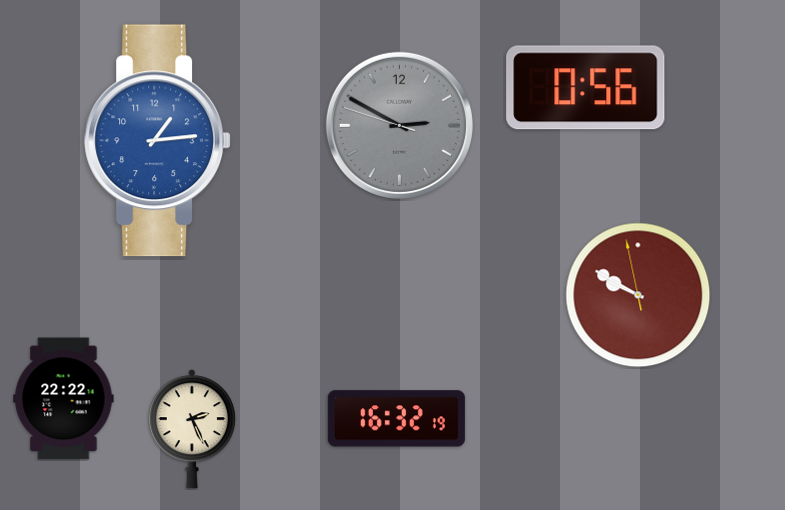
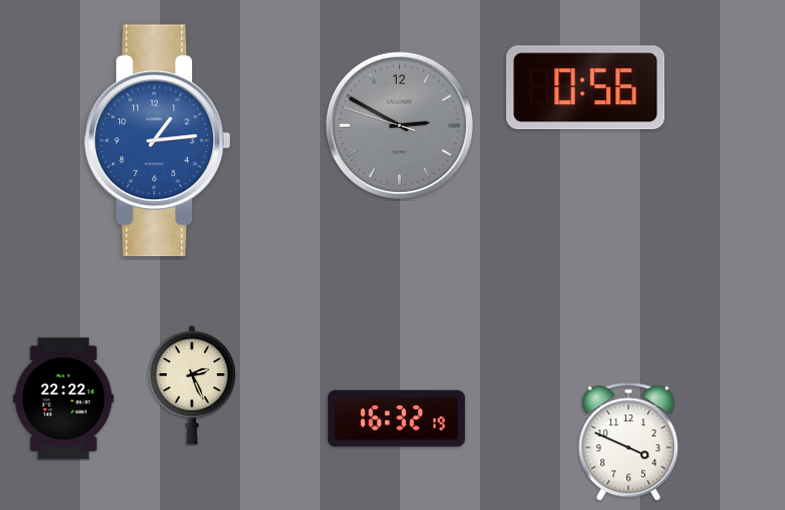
clock at (638, 295): 9:49 -> none
clock at (192, 429) position: (192, 429) -> (192, 385)
clock at (629, 442): none -> 3:49
